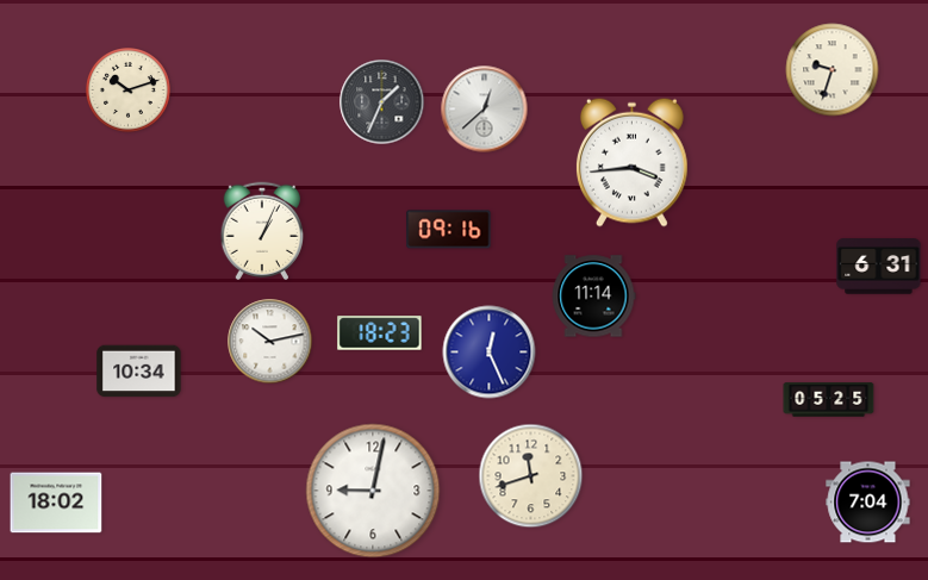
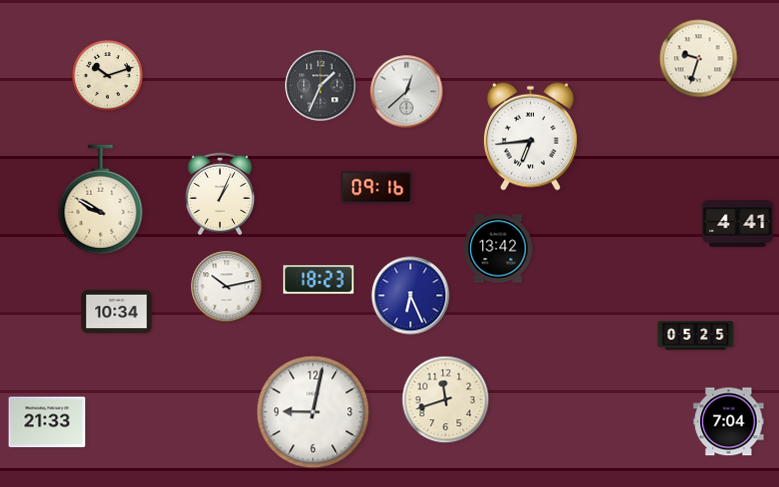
clock at (631, 162): 3:44 -> 6:44
clock at (449, 230) position: (449, 230) -> (377, 188)
clock at (101, 200): none -> 9:50
clock at (879, 267): 6:31 -> 4:41
clock at (593, 297): 11:14 -> 13:42
clock at (490, 353): 12:26 -> 6:26
clock at (56, 503): 18:02 -> 21:33
